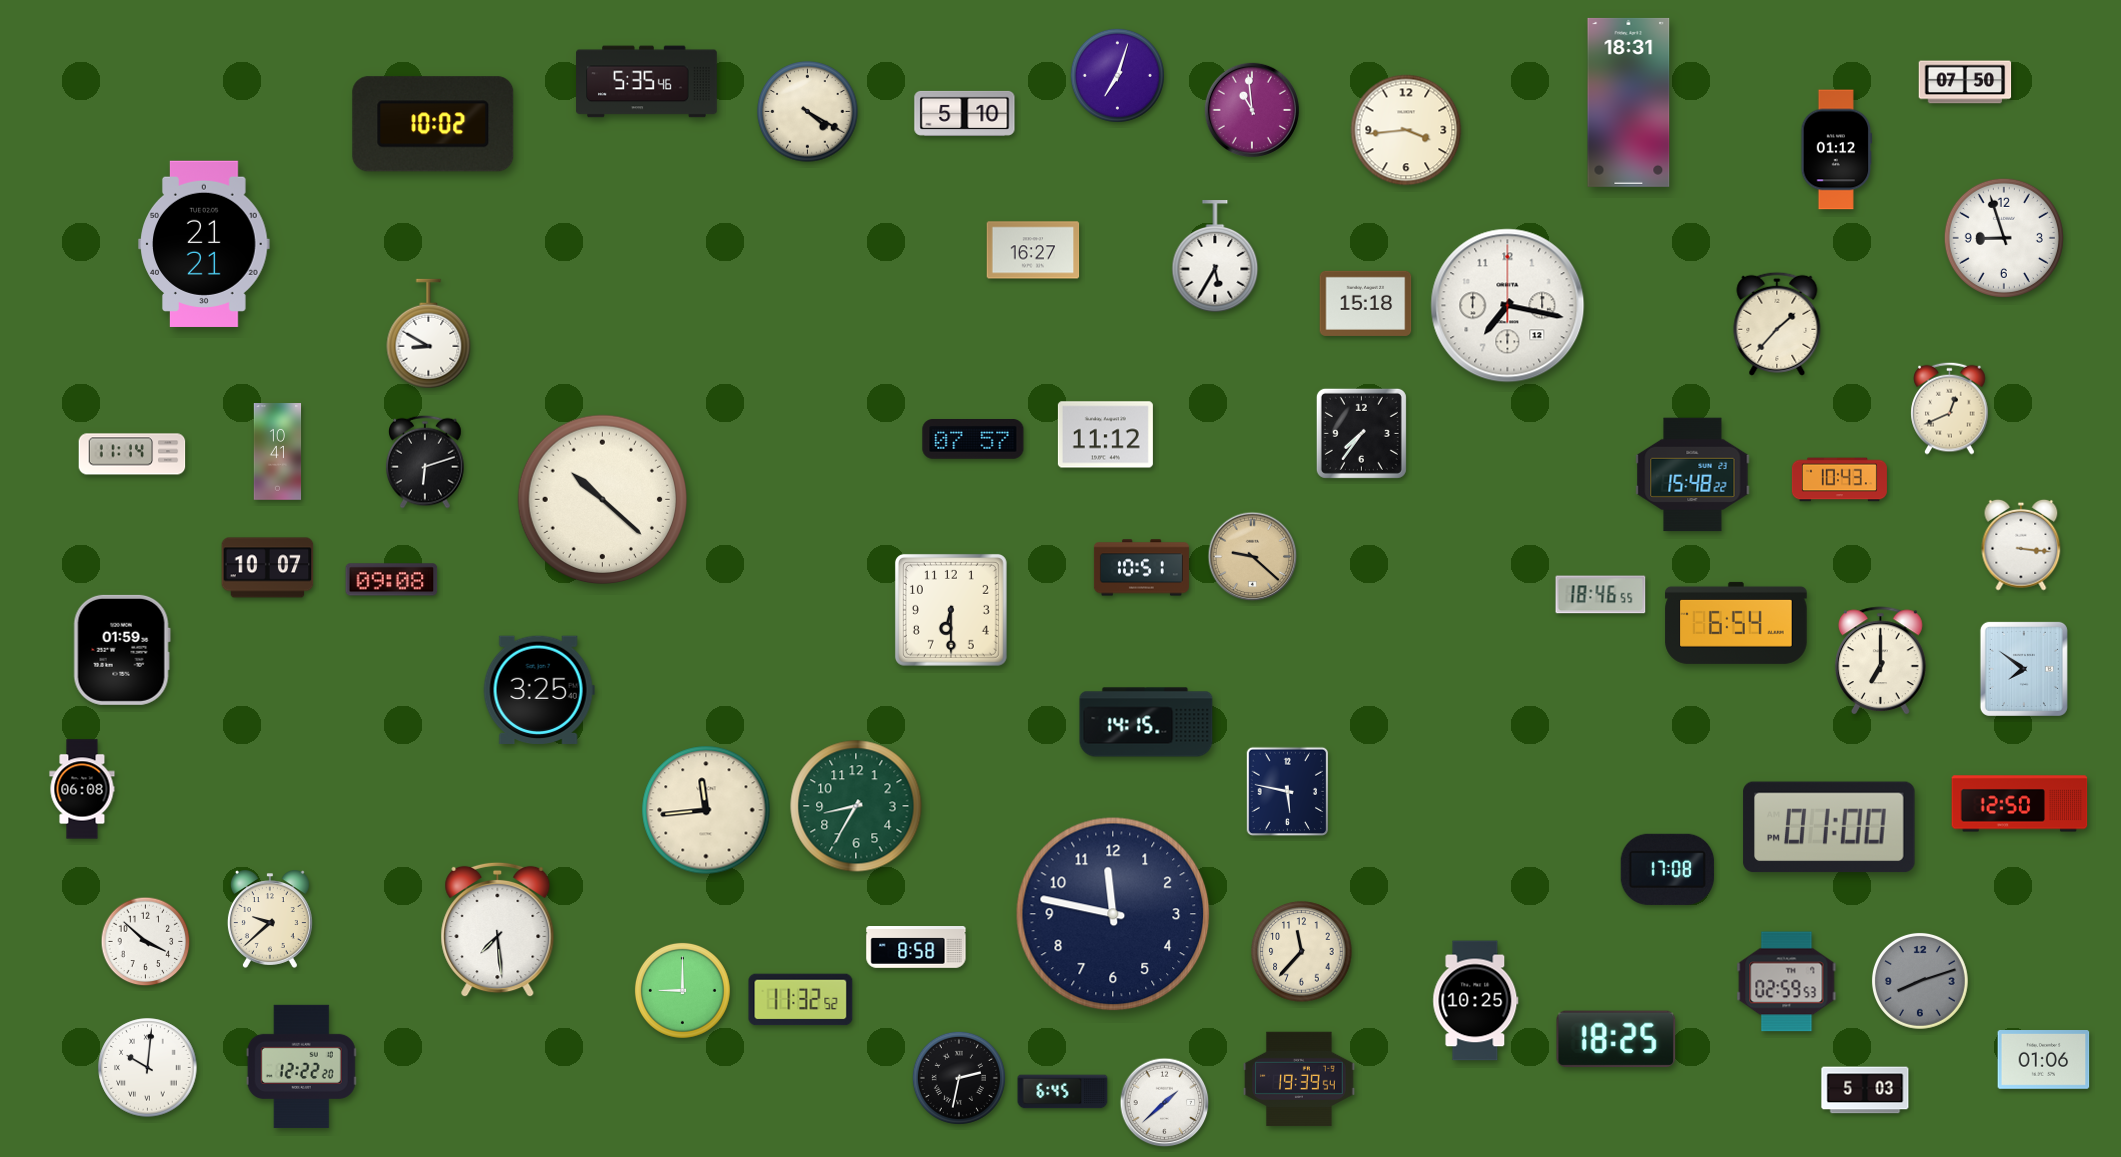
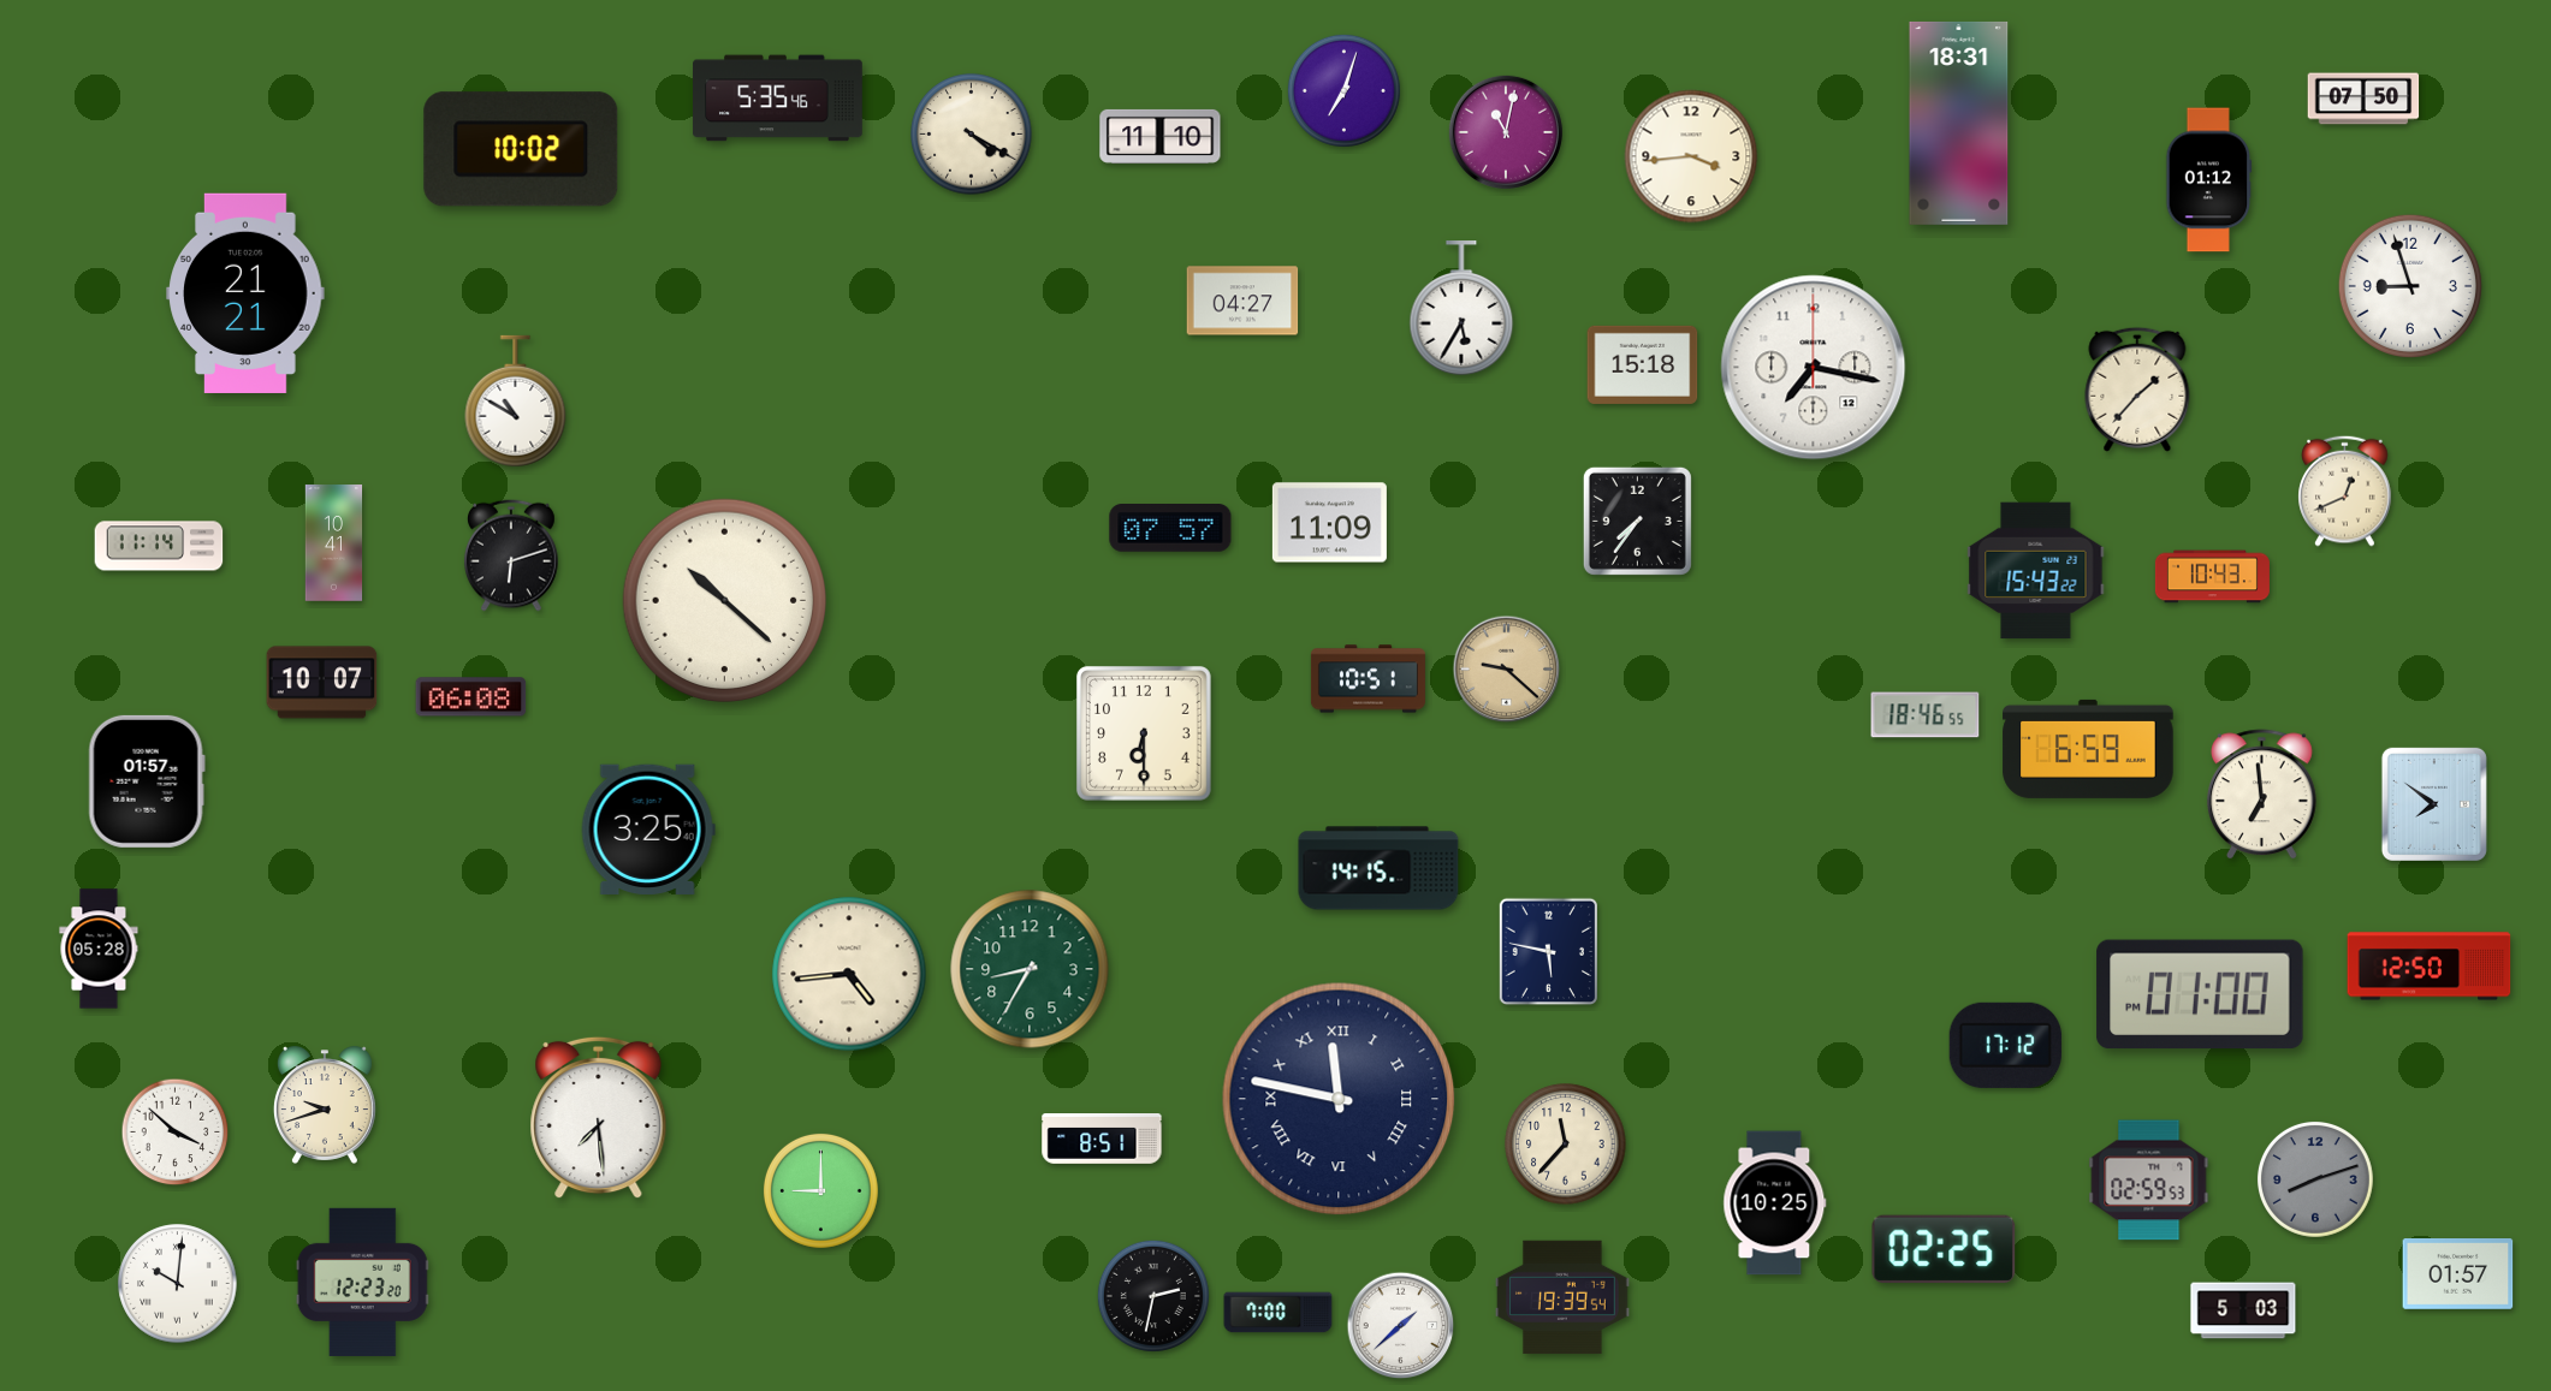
clock at (1252, 110): 10:59 -> 11:02
clock at (965, 113): 5:10 -> 11:10
clock at (1033, 250): 16:27 -> 04:27
clock at (429, 334): 8:50 -> 10:50
clock at (1105, 435): 11:12 -> 11:09
clock at (1693, 475): 15:48 -> 15:43
clock at (2021, 545): 3:16 -> none
clock at (1141, 568) position: (1141, 568) -> (1368, 679)
clock at (392, 580): 09:08 -> 06:08
clock at (1736, 623): 6:54 -> 6:59
clock at (122, 650): 01:59 -> 01:57
clock at (1880, 661): 7:00 -> 6:59
clock at (82, 789): 06:08 -> 05:28
clock at (706, 810): 11:44 -> 4:44
clock at (1667, 869): 17:08 -> 17:12
clock at (1113, 914) numerals: Arabic -> Roman
clock at (270, 919): 9:38 -> 9:42
clock at (916, 947): 8:58 -> 8:51
clock at (1920, 981) position: (1920, 981) -> (2315, 1179)
clock at (801, 1000): 11:32 -> none
clock at (1616, 1039): 18:25 -> 02:25
clock at (2044, 1060): 01:06 -> 01:57
clock at (301, 1066): 12:22 -> 12:23
clock at (1063, 1092): 6:45 -> 7:00
